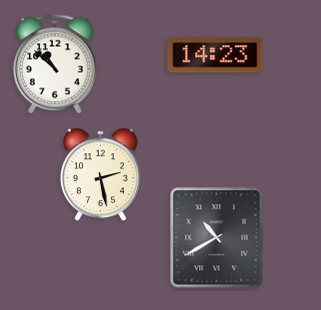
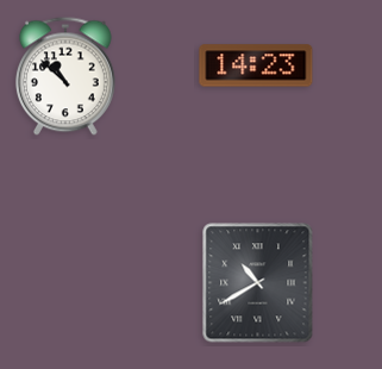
clock at (100, 175): 2:28 -> none
